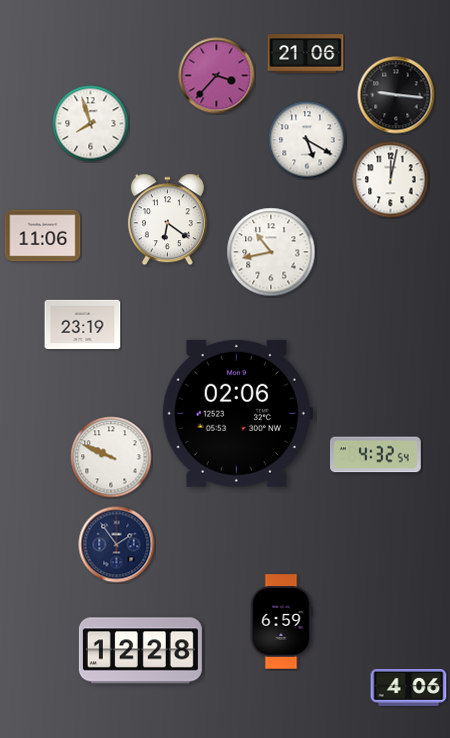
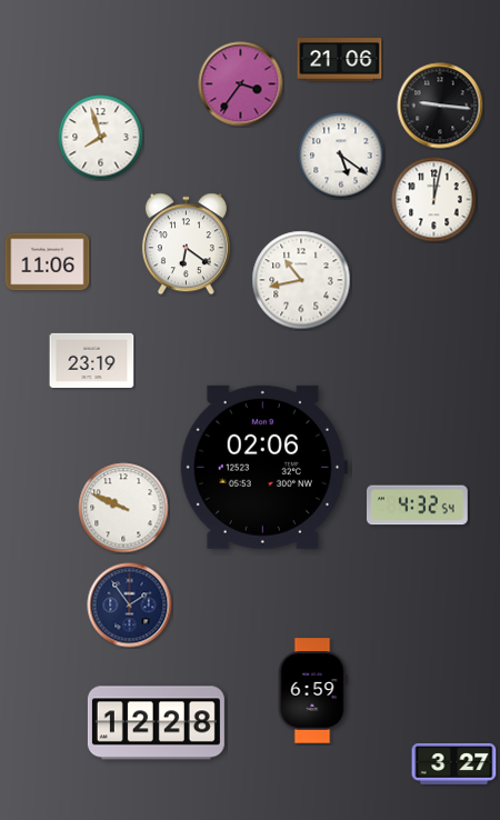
clock at (217, 76): 3:37 -> 3:36
clock at (307, 140): 5:20 -> 5:21
clock at (237, 413) position: (237, 413) -> (263, 467)
clock at (409, 687): 4:06 -> 3:27
